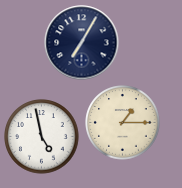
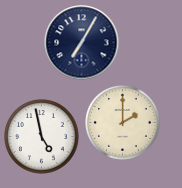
clock at (123, 123): 1:15 -> 2:00
